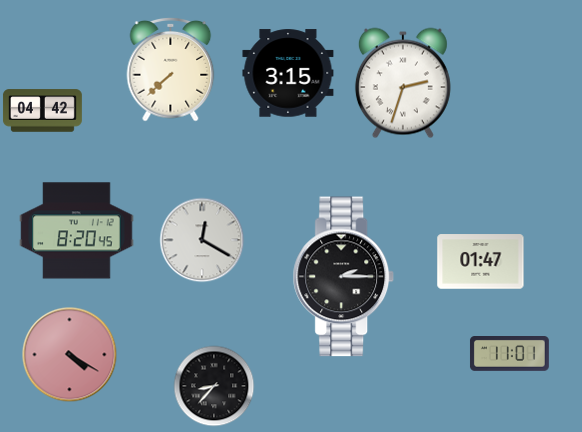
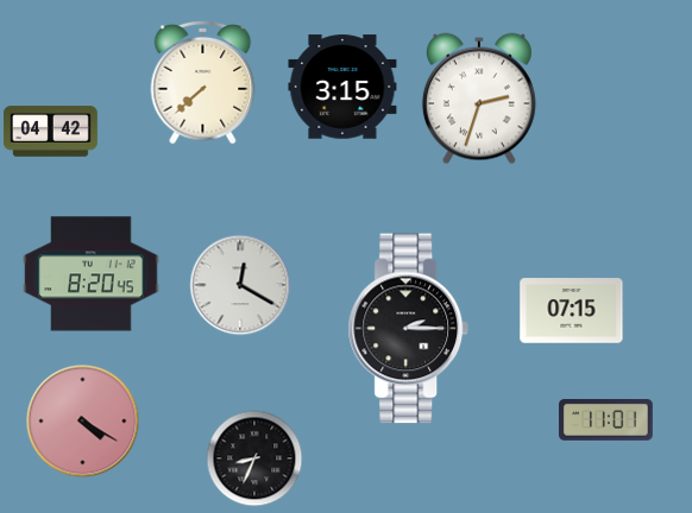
clock at (481, 262): 01:47 -> 07:15
clock at (214, 386): 8:37 -> 8:34
